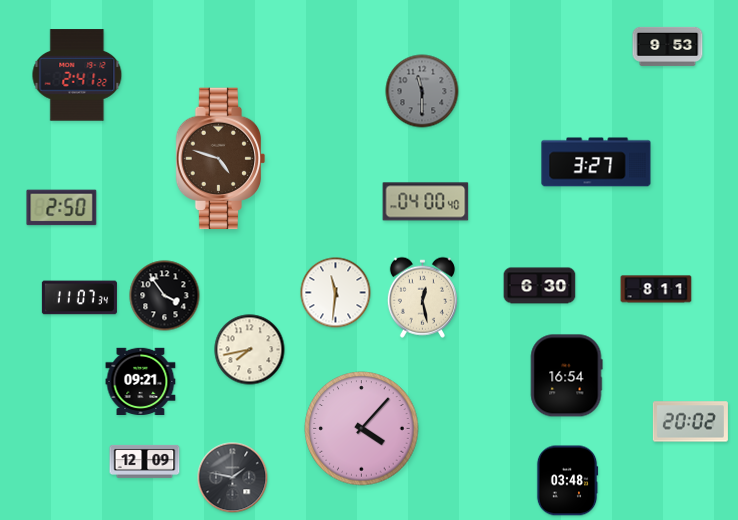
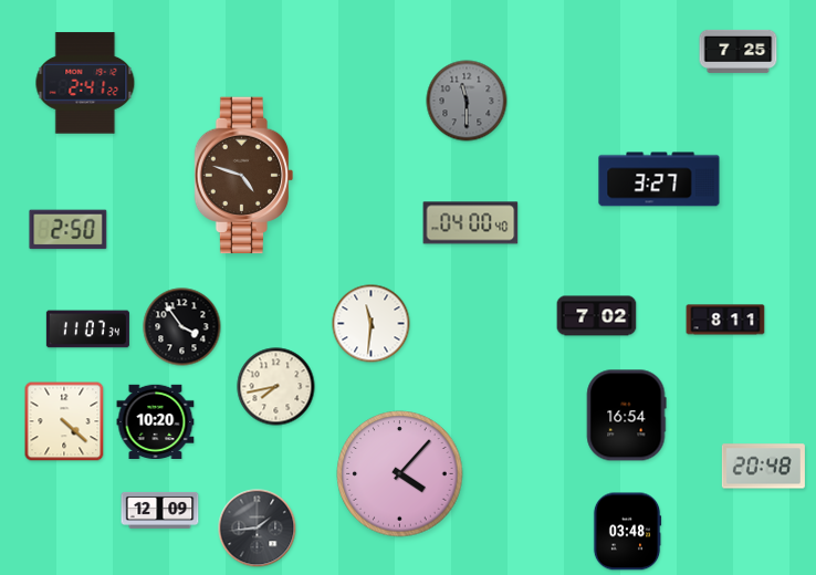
clock at (668, 46): 9:53 -> 7:25
clock at (540, 286): 6:30 -> 7:02
clock at (422, 297): 12:28 -> none
clock at (64, 421): none -> 4:22
clock at (141, 381): 09:21 -> 10:20
clock at (690, 422): 20:02 -> 20:48
clock at (233, 478): 1:47 -> 1:44
